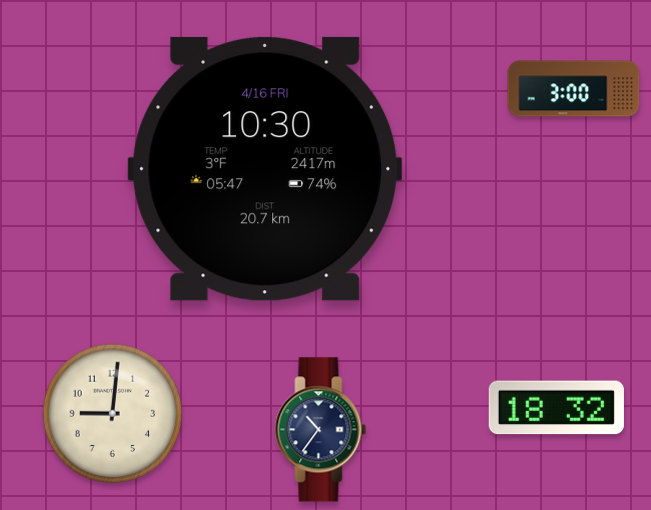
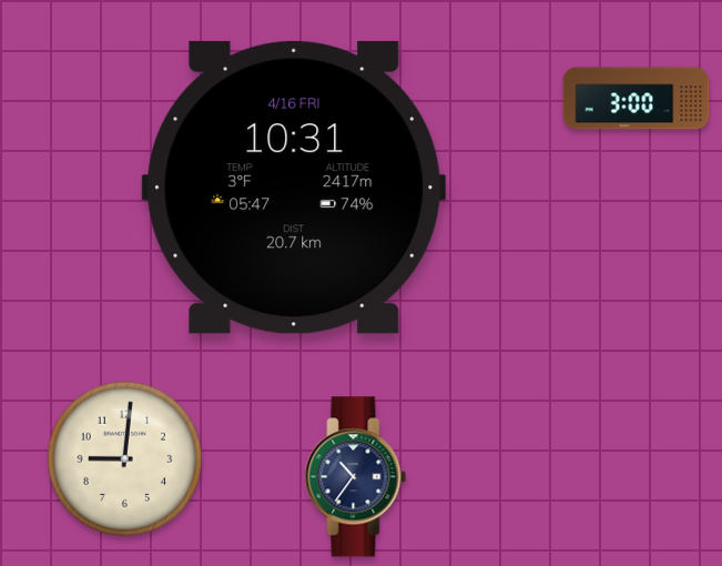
clock at (265, 169): 10:30 -> 10:31
clock at (556, 408): 18:32 -> none
